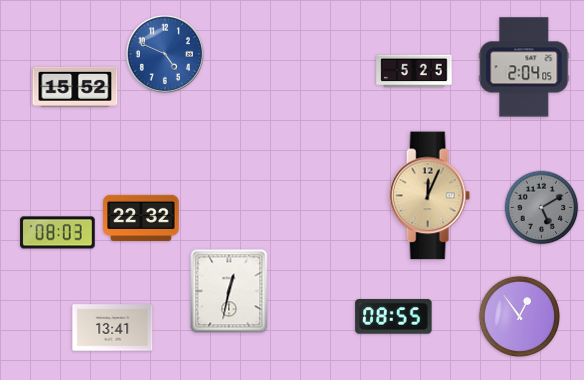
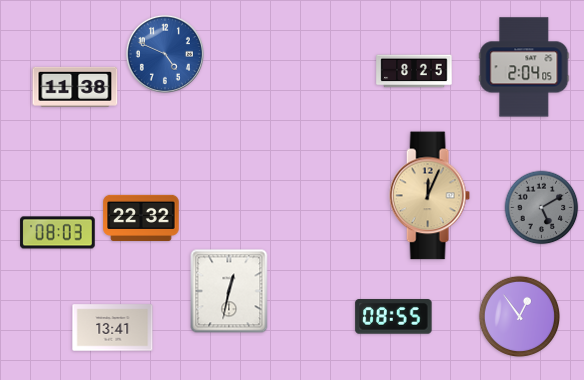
clock at (414, 71): 5:25 -> 8:25
clock at (75, 87): 15:52 -> 11:38
